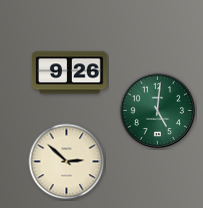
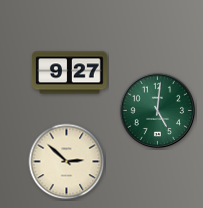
clock at (69, 73): 9:26 -> 9:27
